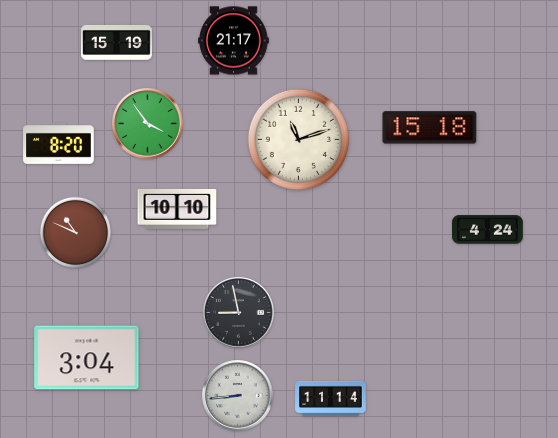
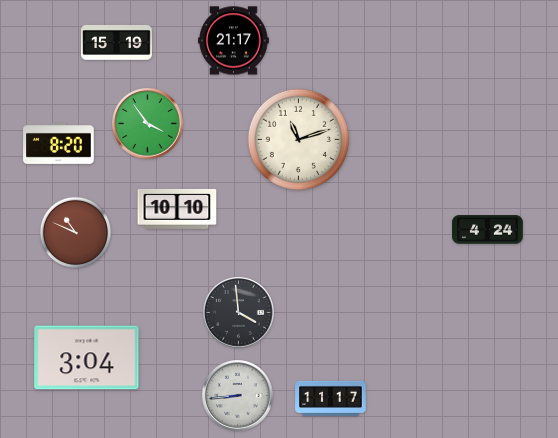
clock at (430, 128): 15:18 -> none
clock at (239, 313): 8:58 -> 3:59
clock at (331, 398): 11:14 -> 11:17
